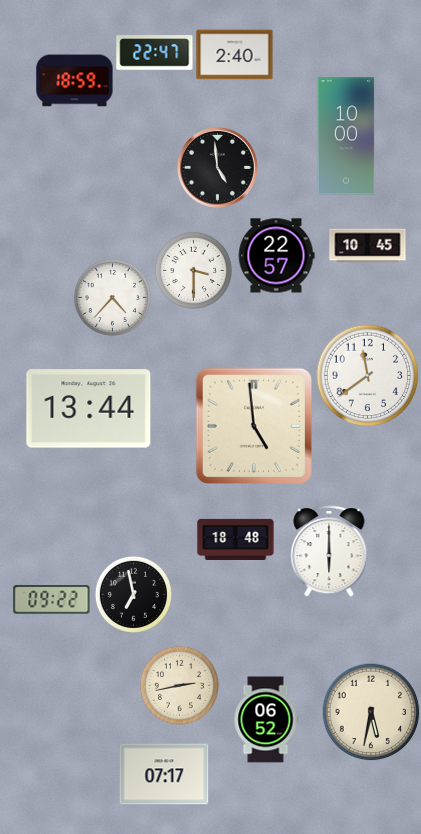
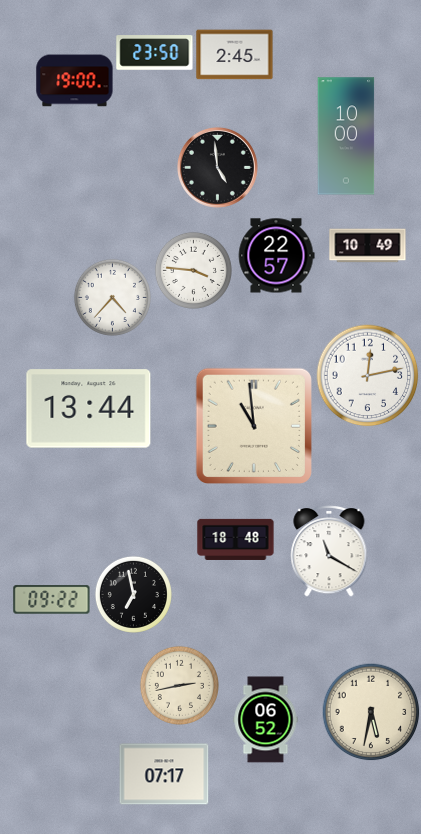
clock at (155, 53): 22:47 -> 23:50
clock at (235, 55): 2:40 -> 2:45
clock at (75, 81): 18:59 -> 19:00
clock at (368, 246): 10:45 -> 10:49
clock at (193, 270): 3:30 -> 3:46
clock at (368, 376): 11:39 -> 12:13
clock at (254, 426): 4:59 -> 10:59
clock at (329, 551): 6:00 -> 11:20
